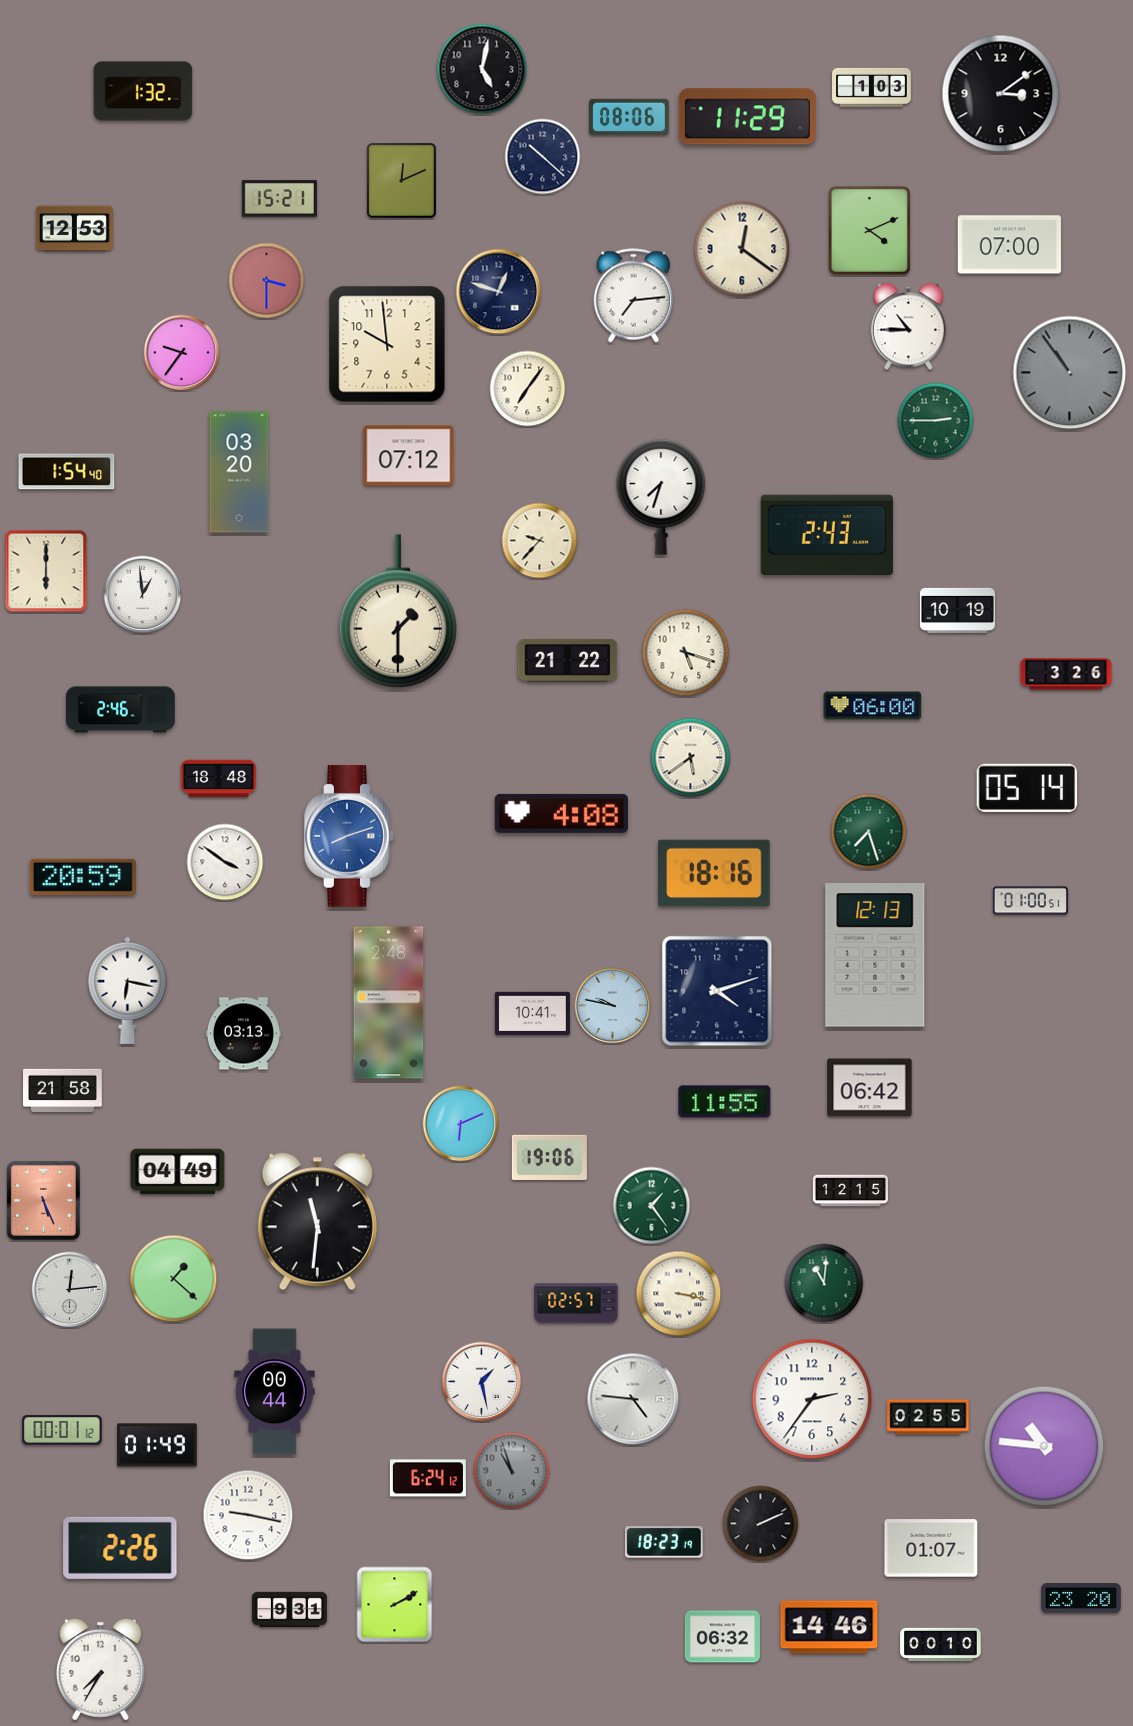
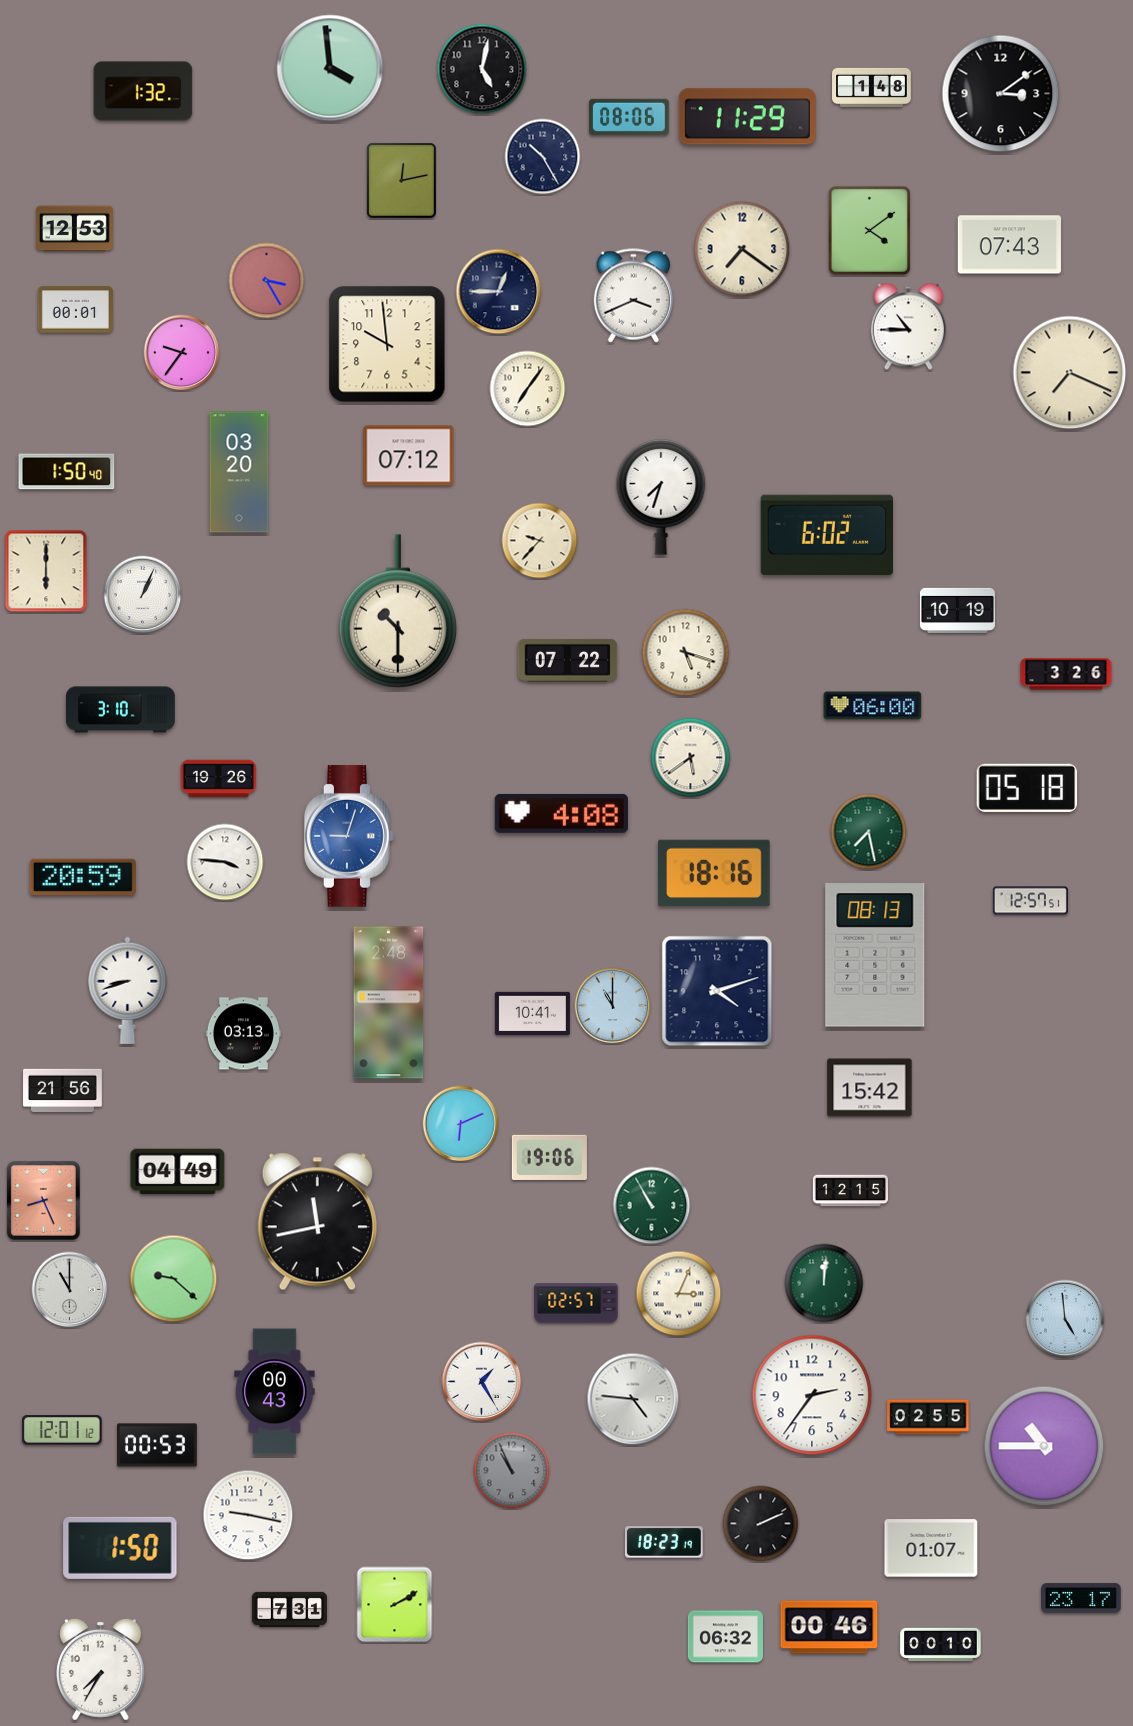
clock at (330, 68): none -> 3:59
clock at (872, 87): 1:03 -> 1:48
clock at (543, 157): 10:22 -> 10:25
clock at (402, 181): 12:11 -> 12:13
clock at (279, 199): 15:21 -> none
clock at (869, 230): 4:11 -> 4:09
clock at (1009, 245): 07:00 -> 07:43
clock at (742, 249): 12:21 -> 7:21
clock at (267, 281): 3:30 -> 3:25
clock at (499, 292): 12:48 -> 12:45
clock at (634, 296): 7:14 -> 3:41
clock at (75, 310): none -> 00:01
clock at (1070, 373): 10:54 -> 7:19
clock at (1070, 373) dial: grey -> cream
clock at (936, 421): 2:45 -> none
clock at (67, 472): 1:54 -> 1:50
clock at (827, 534): 2:43 -> 6:02
clock at (143, 595): 12:59 -> 1:04
clock at (397, 611): 1:30 -> 10:30
clock at (568, 660): 21:22 -> 07:22
clock at (121, 710): 2:46 -> 3:10
clock at (218, 779): 18:48 -> 19:26
clock at (1027, 788): 05:14 -> 05:18
clock at (869, 832): 7:27 -> 7:28
clock at (349, 836): 8:12 -> 9:03
clock at (225, 862): 3:51 -> 3:46
clock at (1030, 901): 01:00 -> 12:57
clock at (875, 955): 12:13 -> 08:13
clock at (128, 990): 6:17 -> 8:42
clock at (613, 1006): 9:47 -> 11:00
clock at (870, 1088): 06:42 -> 15:42
clock at (63, 1090): 21:58 -> 21:56
clock at (725, 1102): 11:55 -> none
clock at (43, 1200): 5:26 -> 8:26
clock at (652, 1206): 1:24 -> 10:55
clock at (317, 1222): 11:31 -> 11:43
clock at (174, 1279): 1:22 -> 9:22
clock at (824, 1283): 11:01 -> 12:01
clock at (70, 1290): 12:14 -> 11:00
clock at (679, 1294): 3:17 -> 3:04
clock at (1065, 1319): none -> 4:59
clock at (482, 1382): 1:28 -> 1:25
clock at (275, 1392): 00:44 -> 00:43
clock at (812, 1399) position: (812, 1399) -> (812, 1395)
clock at (63, 1430): 00:01 -> 12:01
clock at (157, 1445): 01:49 -> 00:53
clock at (1044, 1446): 10:46 -> 10:45
clock at (512, 1471): 10:57 -> 10:56
clock at (428, 1478): 6:24 -> none
clock at (120, 1548): 2:26 -> 1:50
clock at (1081, 1598): 23:20 -> 23:17
clock at (289, 1610): 9:31 -> 7:31
clock at (829, 1627): 14:46 -> 00:46
clock at (722, 1637) position: (722, 1637) -> (725, 1637)
